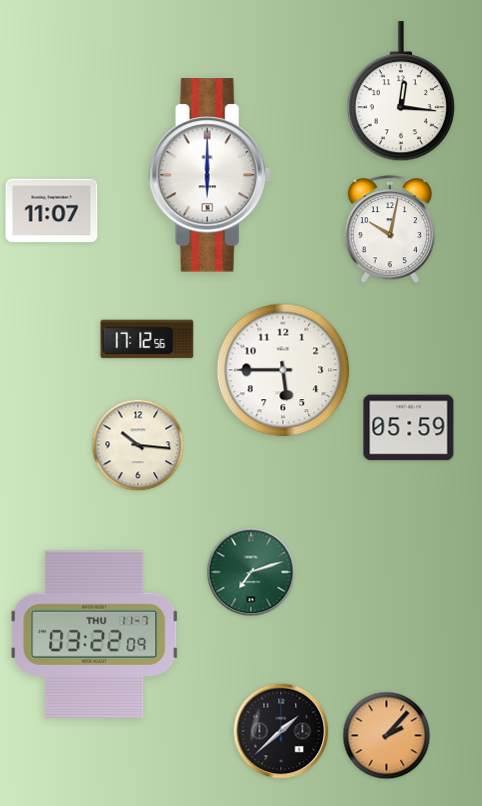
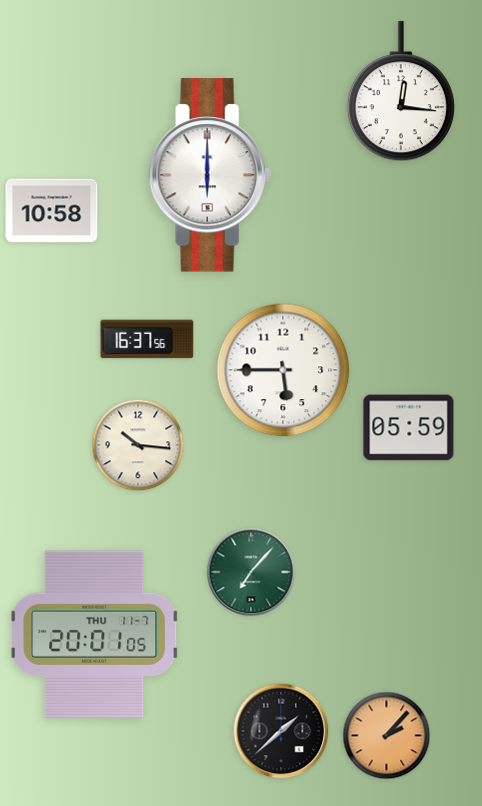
clock at (52, 211): 11:07 -> 10:58
clock at (389, 230): 10:02 -> none
clock at (147, 339): 17:12 -> 16:37
clock at (251, 572): 7:12 -> 7:07
clock at (95, 634): 03:22 -> 20:01
